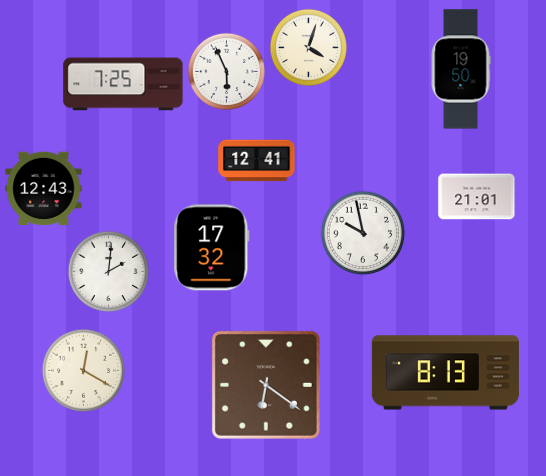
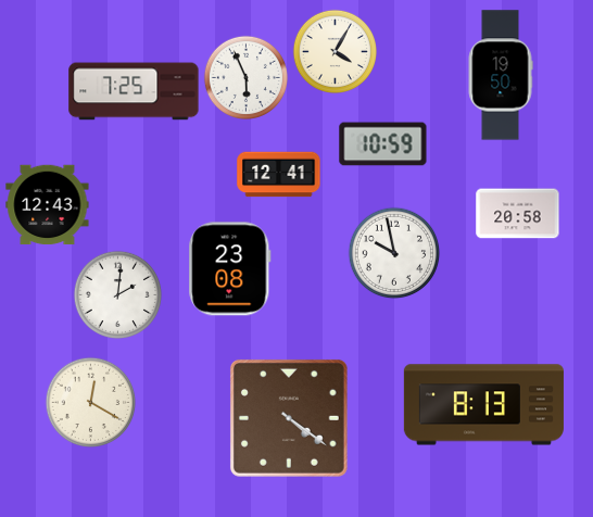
clock at (308, 47): 4:03 -> 4:05
clock at (383, 144): none -> 10:59
clock at (477, 197): 21:01 -> 20:58
clock at (212, 248): 17:32 -> 23:08
clock at (266, 385): 6:21 -> 4:21
